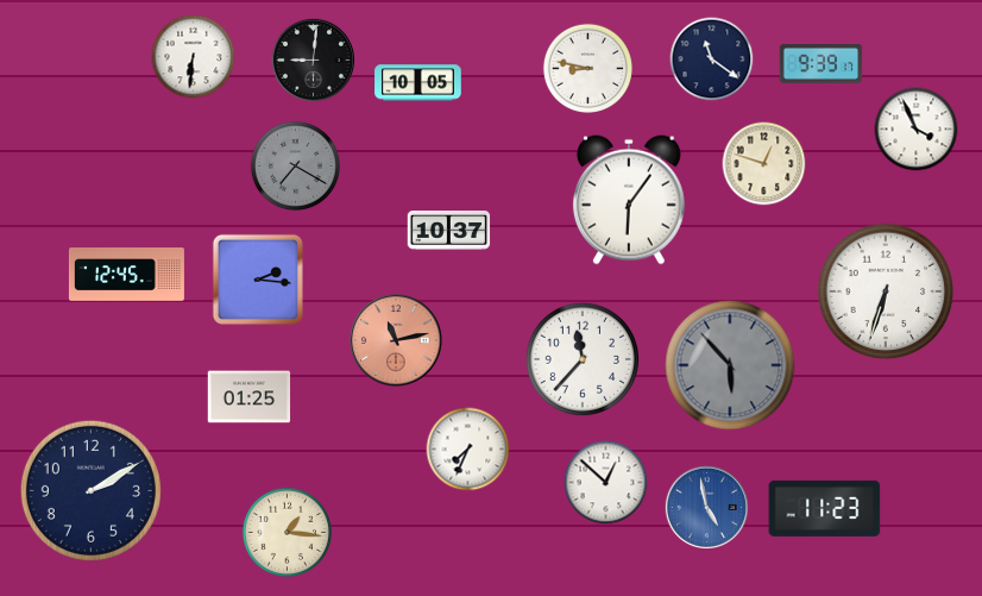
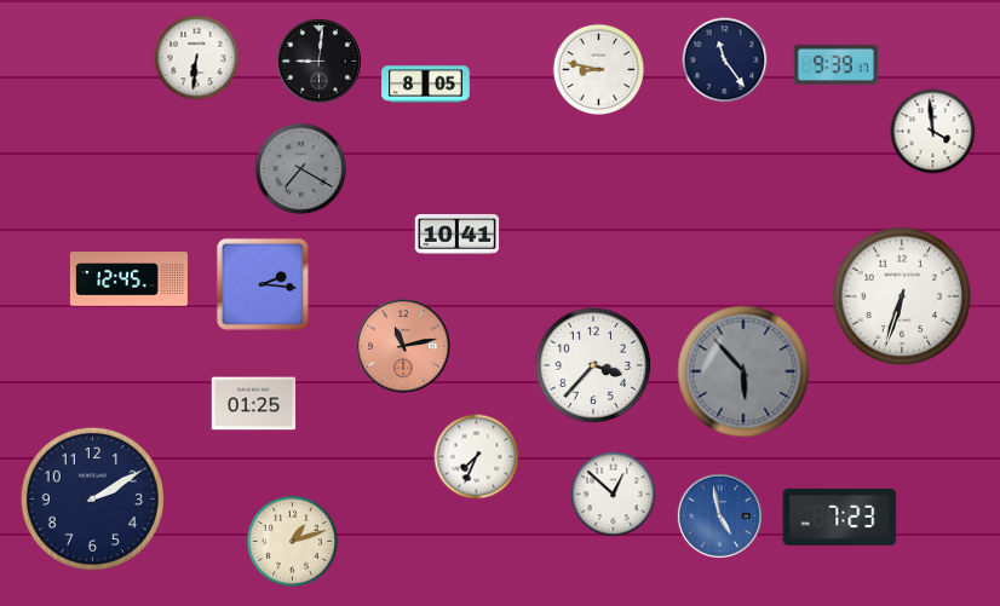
clock at (712, 59): 11:21 -> 11:24
clock at (418, 83): 10:05 -> 8:05
clock at (917, 130): 3:56 -> 3:59
clock at (764, 164): 12:48 -> none
clock at (629, 200): 6:06 -> none
clock at (449, 231): 10:37 -> 10:41
clock at (583, 359): 11:37 -> 3:37
clock at (606, 483) position: (606, 483) -> (614, 495)
clock at (825, 508): 11:23 -> 7:23
clock at (287, 532): 1:16 -> 1:12
